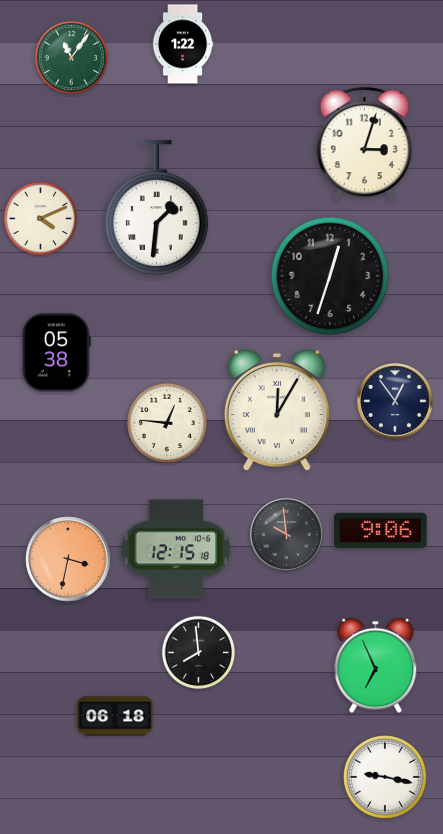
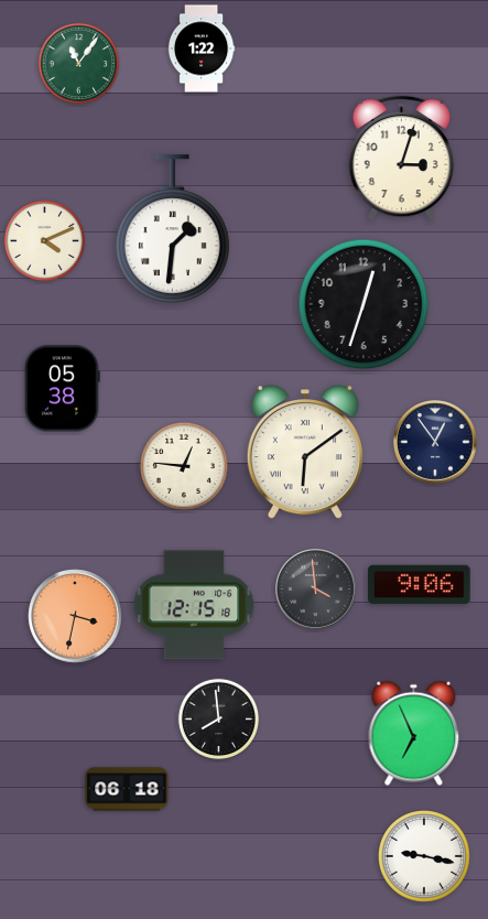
clock at (277, 411): 12:05 -> 6:09
clock at (287, 535): 9:59 -> 3:59
